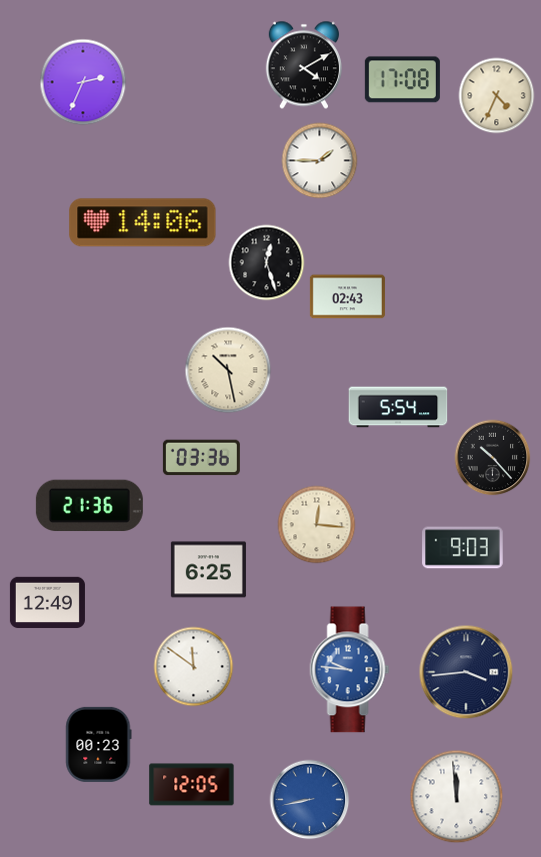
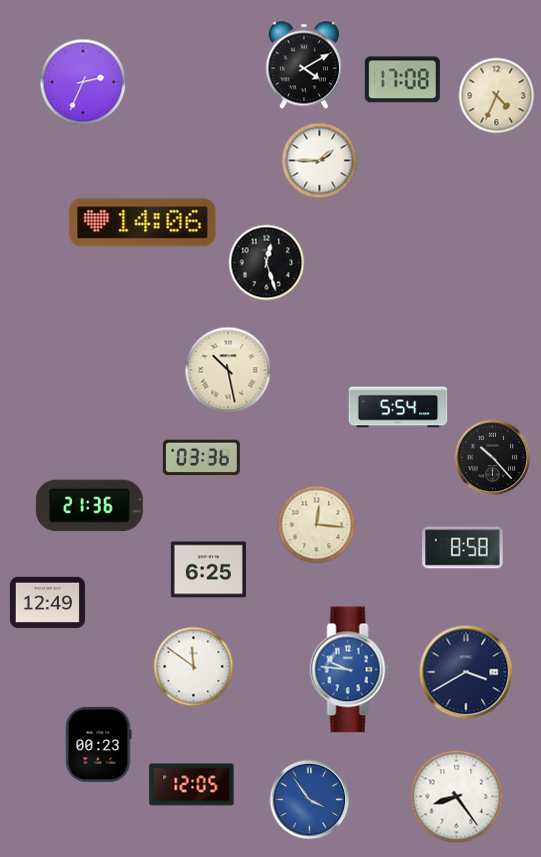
clock at (347, 297): 02:43 -> none
clock at (463, 548): 9:03 -> 8:58
clock at (466, 672): 3:44 -> 3:40
clock at (457, 797): 11:59 -> 8:24
clock at (310, 800): 8:43 -> 3:54
